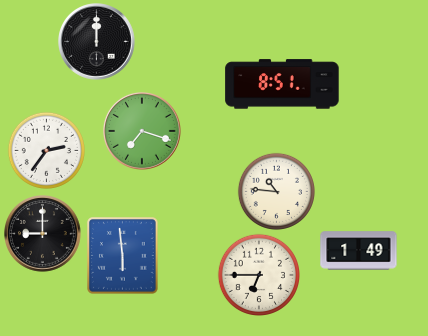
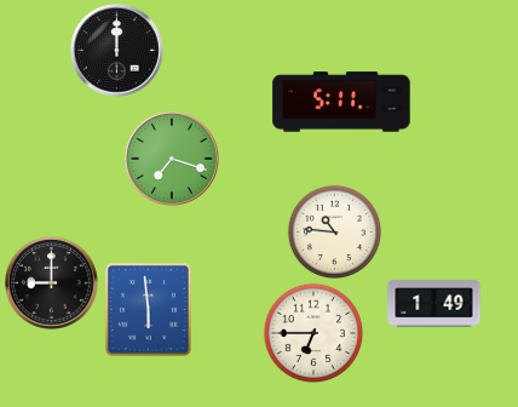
clock at (282, 84): 8:51 -> 5:11
clock at (46, 150): 2:36 -> none
